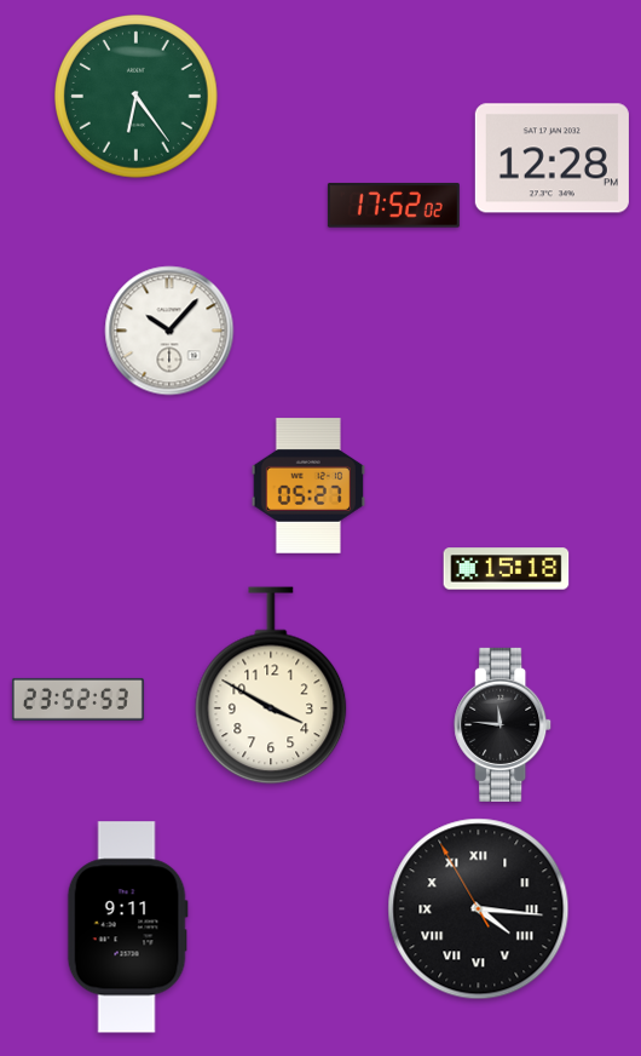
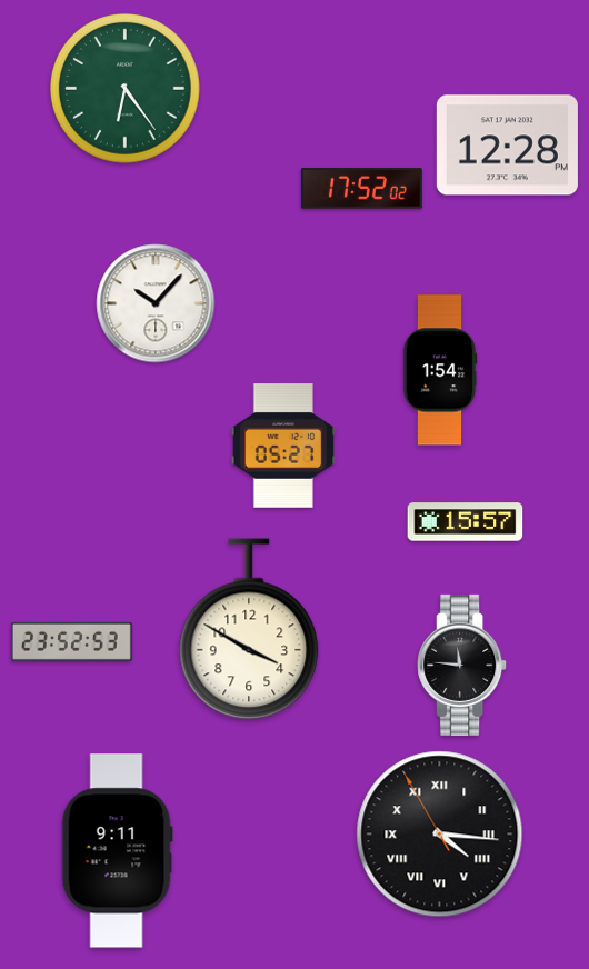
clock at (440, 370): none -> 1:54
clock at (507, 569): 15:18 -> 15:57
